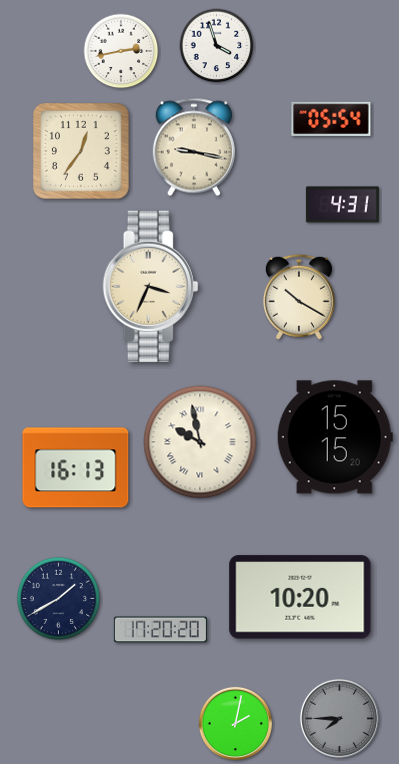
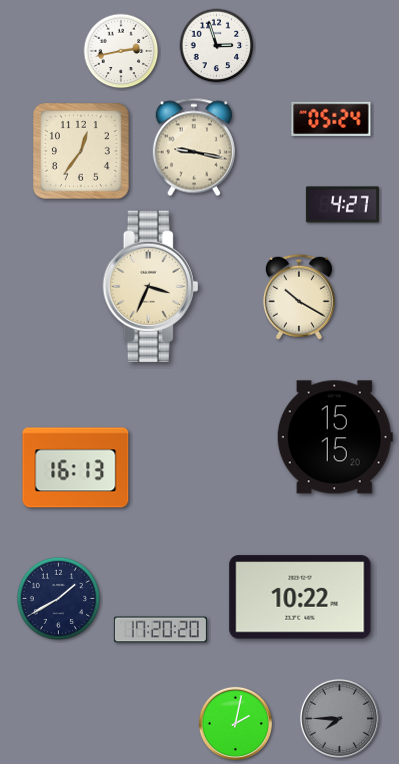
clock at (217, 46): 3:57 -> 2:57
clock at (331, 119): 05:54 -> 05:24
clock at (342, 205): 4:31 -> 4:27
clock at (200, 442): 9:58 -> none
clock at (300, 597): 10:20 -> 10:22
